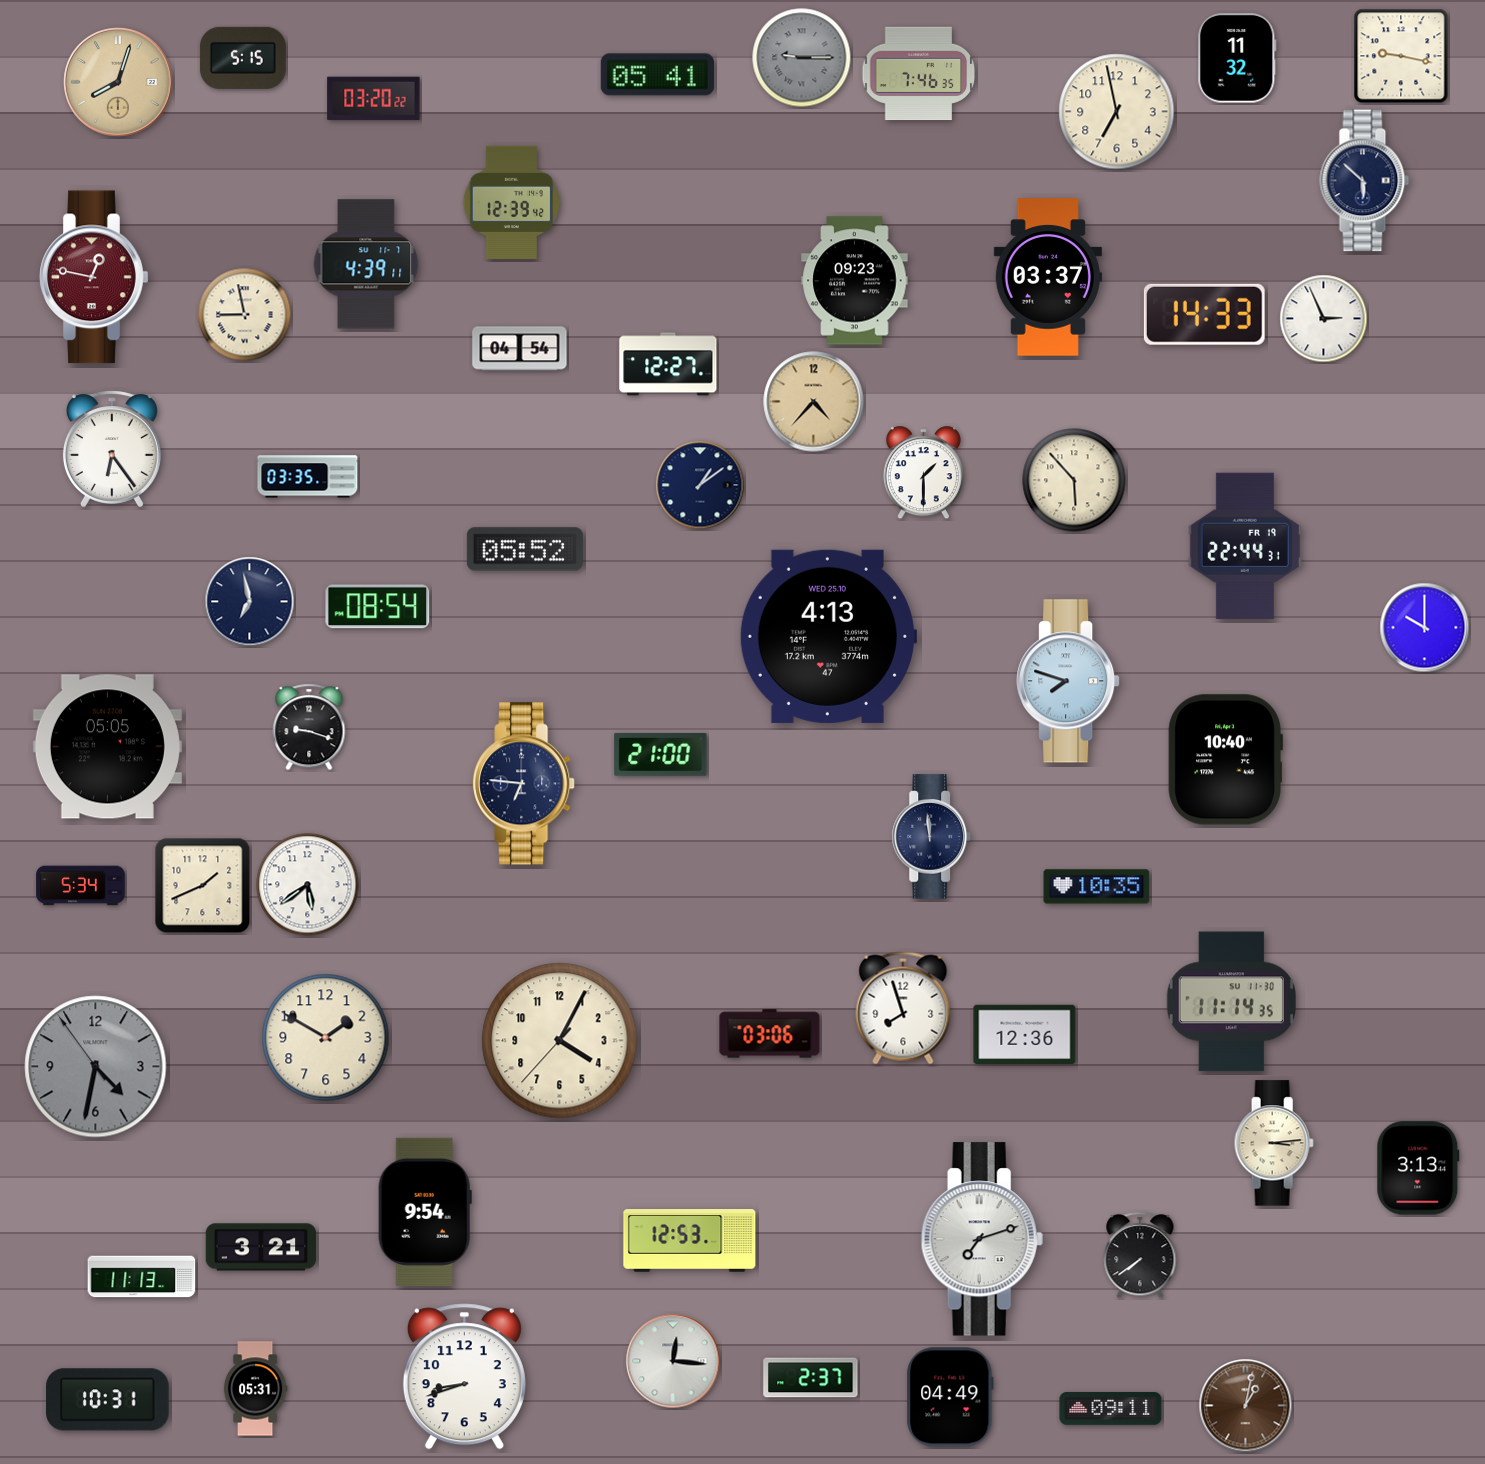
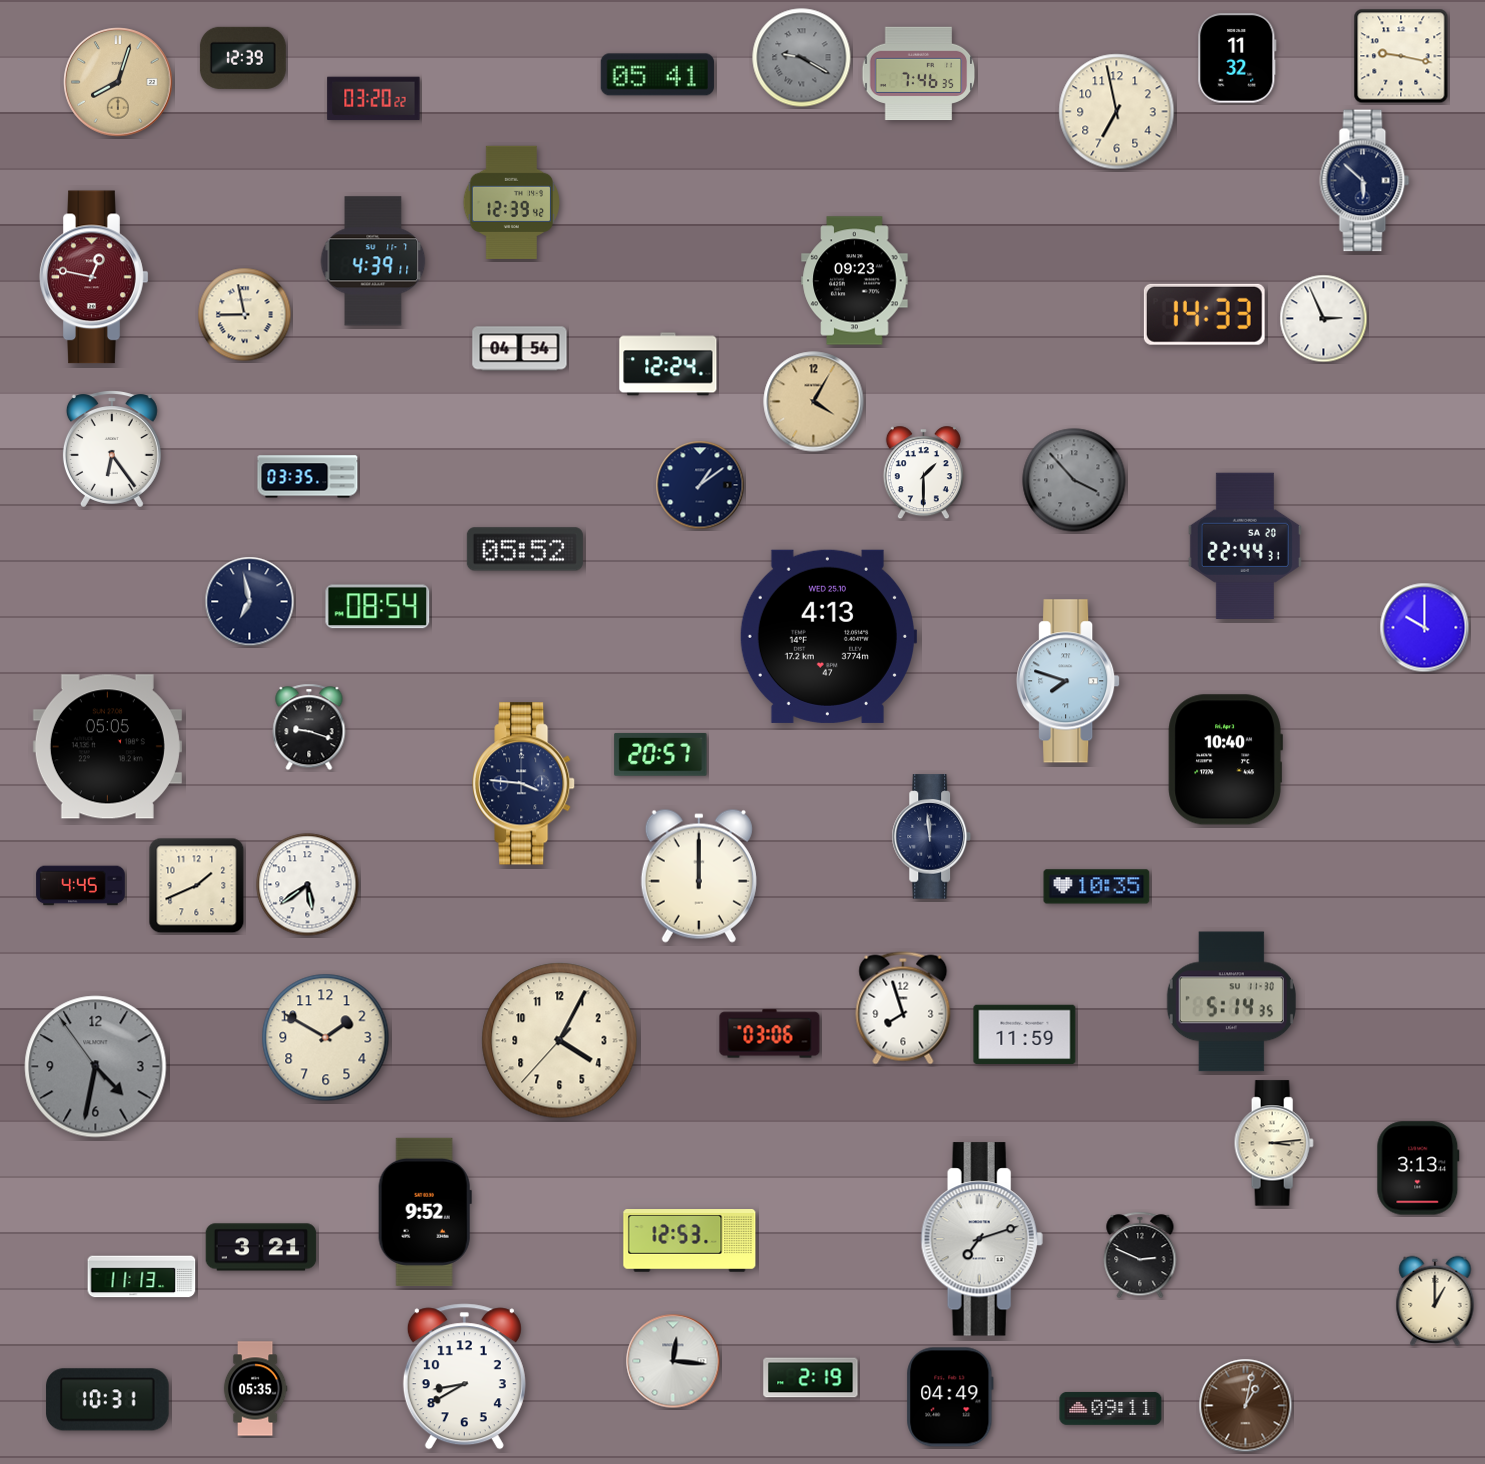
clock at (243, 58): 5:15 -> 12:39
clock at (802, 58): 9:15 -> 9:20
clock at (366, 264) position: (366, 264) -> (373, 261)
clock at (1048, 277): 03:37 -> none
clock at (668, 364): 12:27 -> 12:24
clock at (814, 402): 4:37 -> 4:05
clock at (1074, 480): 5:53 -> 3:53
clock at (1074, 480) dial: cream -> grey
clock at (1245, 546) date: FR 19 -> SA 20
clock at (661, 755): 21:00 -> 20:57
clock at (524, 784): 6:46 -> 3:46
clock at (699, 876): none -> 12:00
clock at (81, 886): 5:34 -> 4:45
clock at (203, 886) position: (203, 886) -> (197, 886)
clock at (1231, 1002): 11:14 -> 5:14
clock at (1025, 1035): 12:36 -> 11:59
clock at (425, 1212): 9:54 -> 9:52
clock at (1140, 1255): 7:39 -> 2:49
clock at (1435, 1300): none -> 1:00
clock at (464, 1377): 8:42 -> 8:40
clock at (811, 1378): 2:37 -> 2:19
clock at (255, 1389): 05:31 -> 05:35
